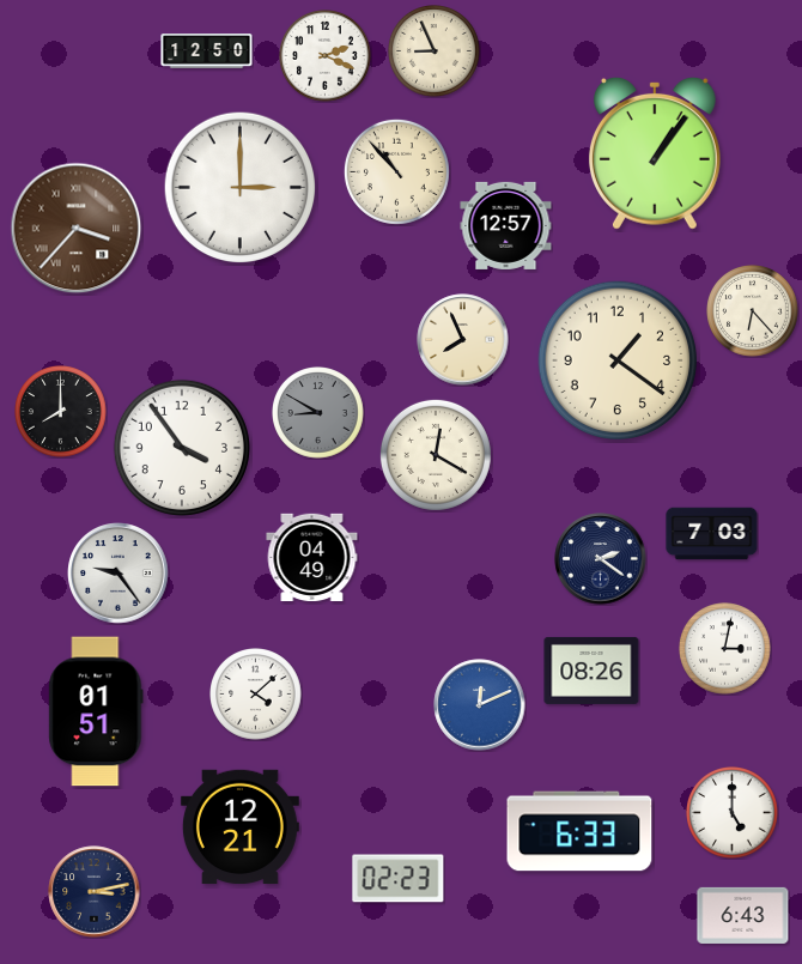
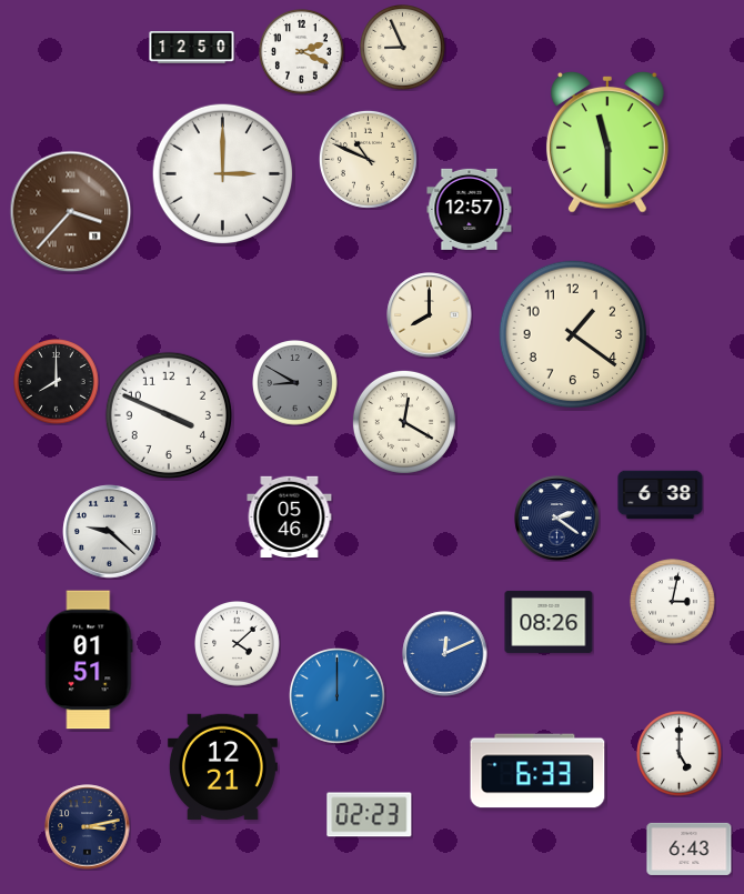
clock at (655, 153): 1:06 -> 11:30
clock at (396, 171): 10:53 -> 10:49
clock at (753, 311): 6:23 -> none
clock at (463, 340): 7:56 -> 8:00
clock at (182, 448): 3:54 -> 3:49
clock at (712, 534): 7:03 -> 6:38
clock at (312, 557): 04:49 -> 05:46
clock at (119, 574): 9:24 -> 9:22
clock at (336, 695): none -> 12:00
